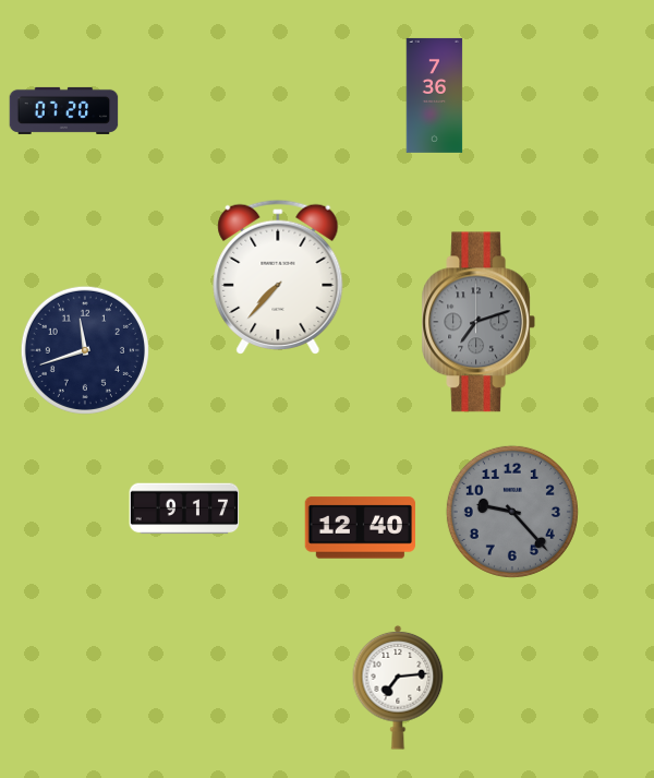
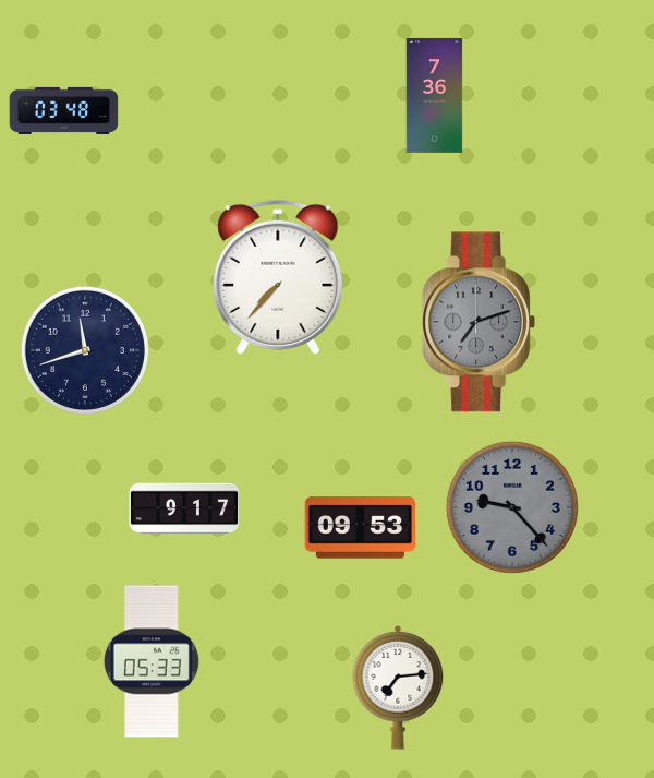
clock at (64, 110): 07:20 -> 03:48
clock at (512, 512) position: (512, 512) -> (512, 507)
clock at (360, 528): 12:40 -> 09:53
clock at (152, 661): none -> 05:33
